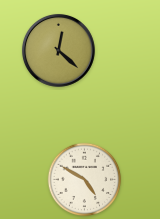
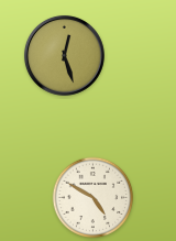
clock at (58, 50): 12:22 -> 12:27
